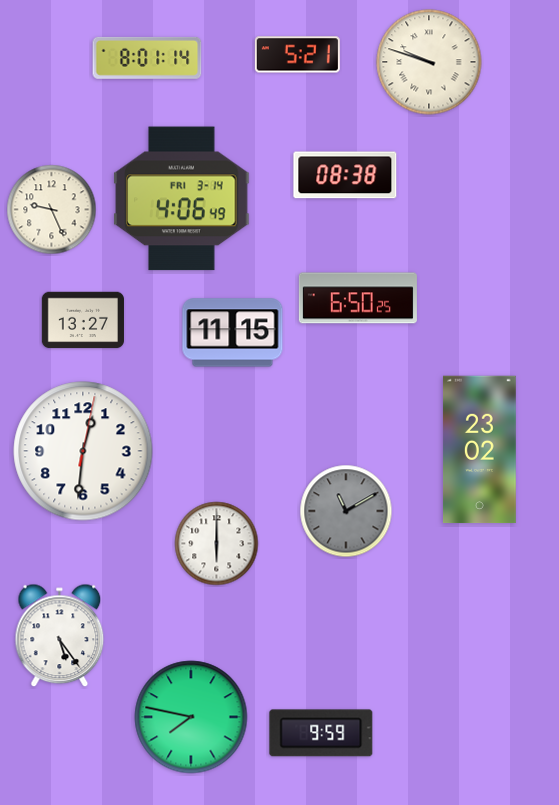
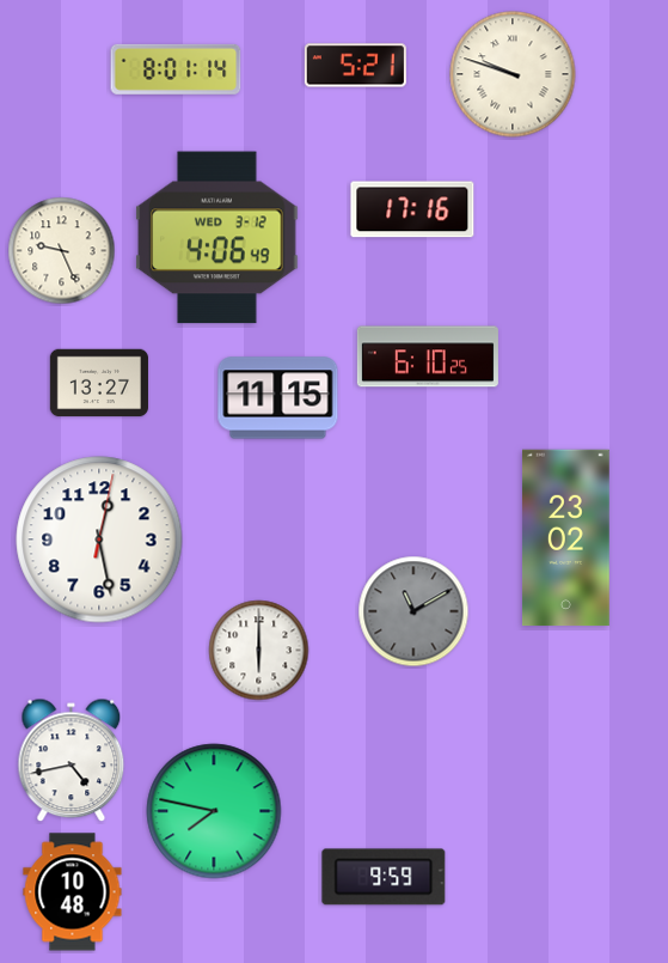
clock at (345, 175): 08:38 -> 17:16
clock at (182, 199) date: FRI 3-14 -> WED 3-12
clock at (358, 298): 6:50 -> 6:10
clock at (479, 450) position: (479, 450) -> (565, 538)
clock at (83, 451): 12:31 -> 12:28
clock at (60, 636): 5:24 -> 4:43
clock at (191, 717) position: (191, 717) -> (214, 811)
clock at (73, 892): none -> 10:48
